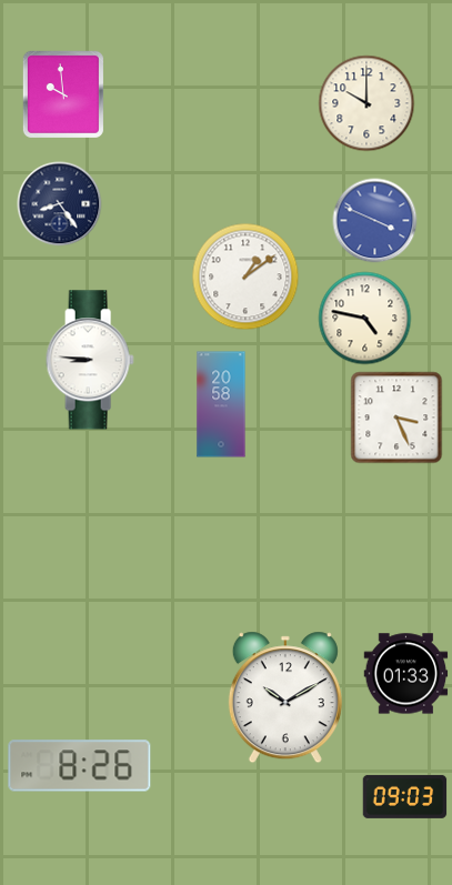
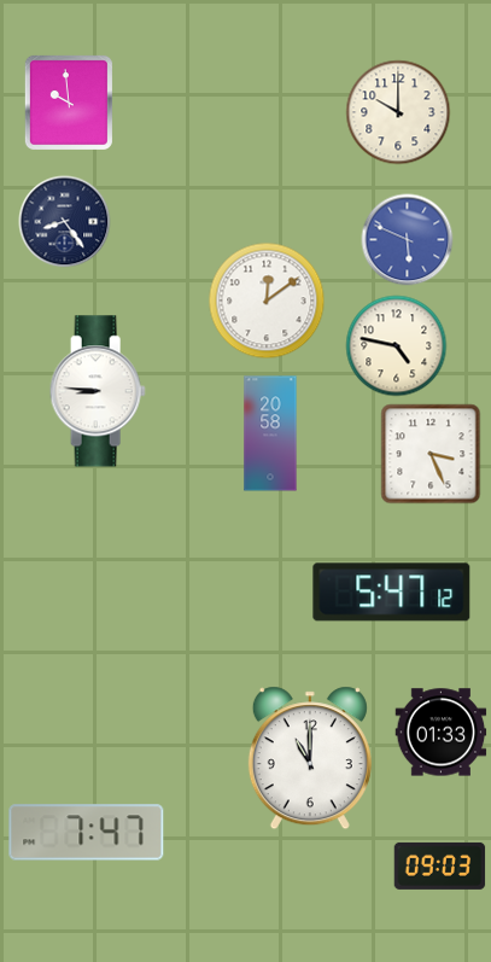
clock at (375, 221): 3:49 -> 5:49
clock at (245, 276): 1:09 -> 12:09
clock at (221, 404) position: (221, 404) -> (270, 433)
clock at (392, 593): none -> 5:47
clock at (285, 697): 10:10 -> 11:00
clock at (80, 766): 8:26 -> 7:47
